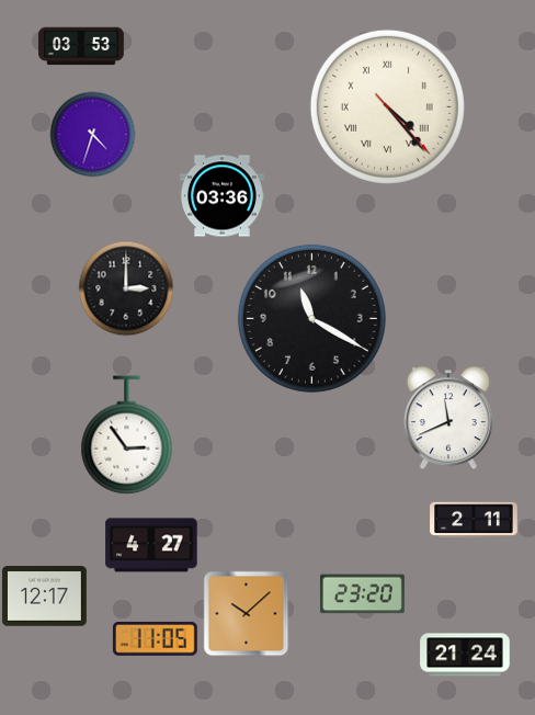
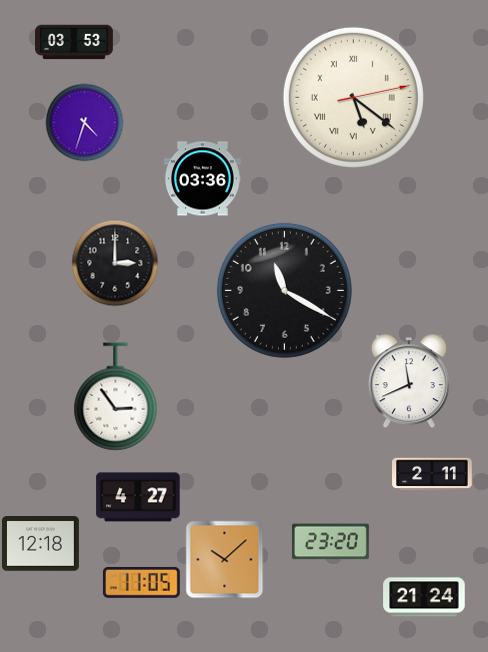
clock at (387, 106): 4:23 -> 5:21
clock at (44, 597): 12:17 -> 12:18
